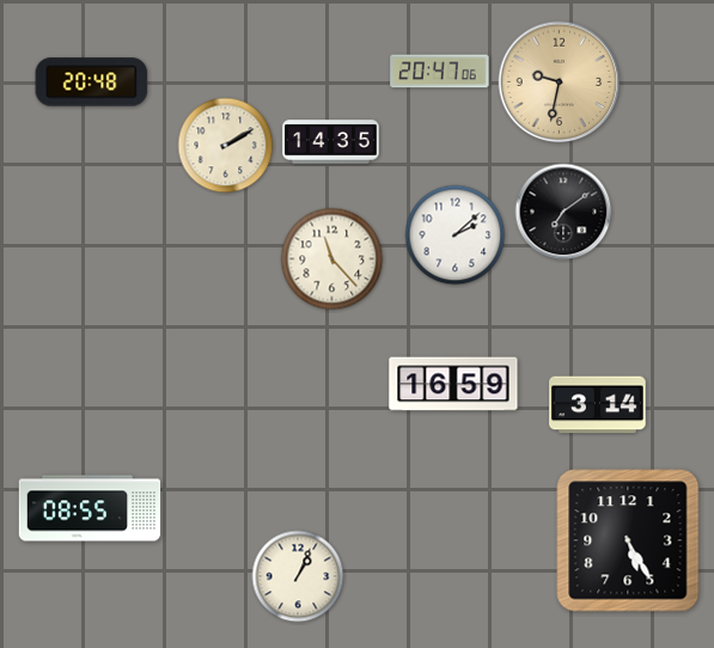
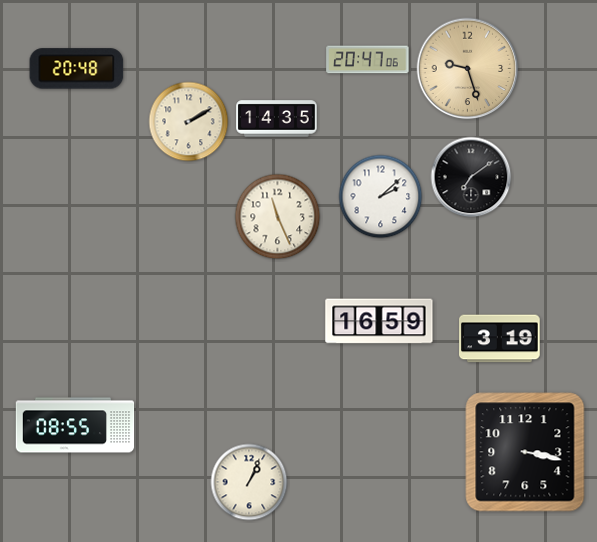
clock at (560, 82): 9:32 -> 9:27
clock at (332, 259): 11:23 -> 11:26
clock at (598, 405): 3:14 -> 3:19
clock at (628, 540): 5:25 -> 3:17
